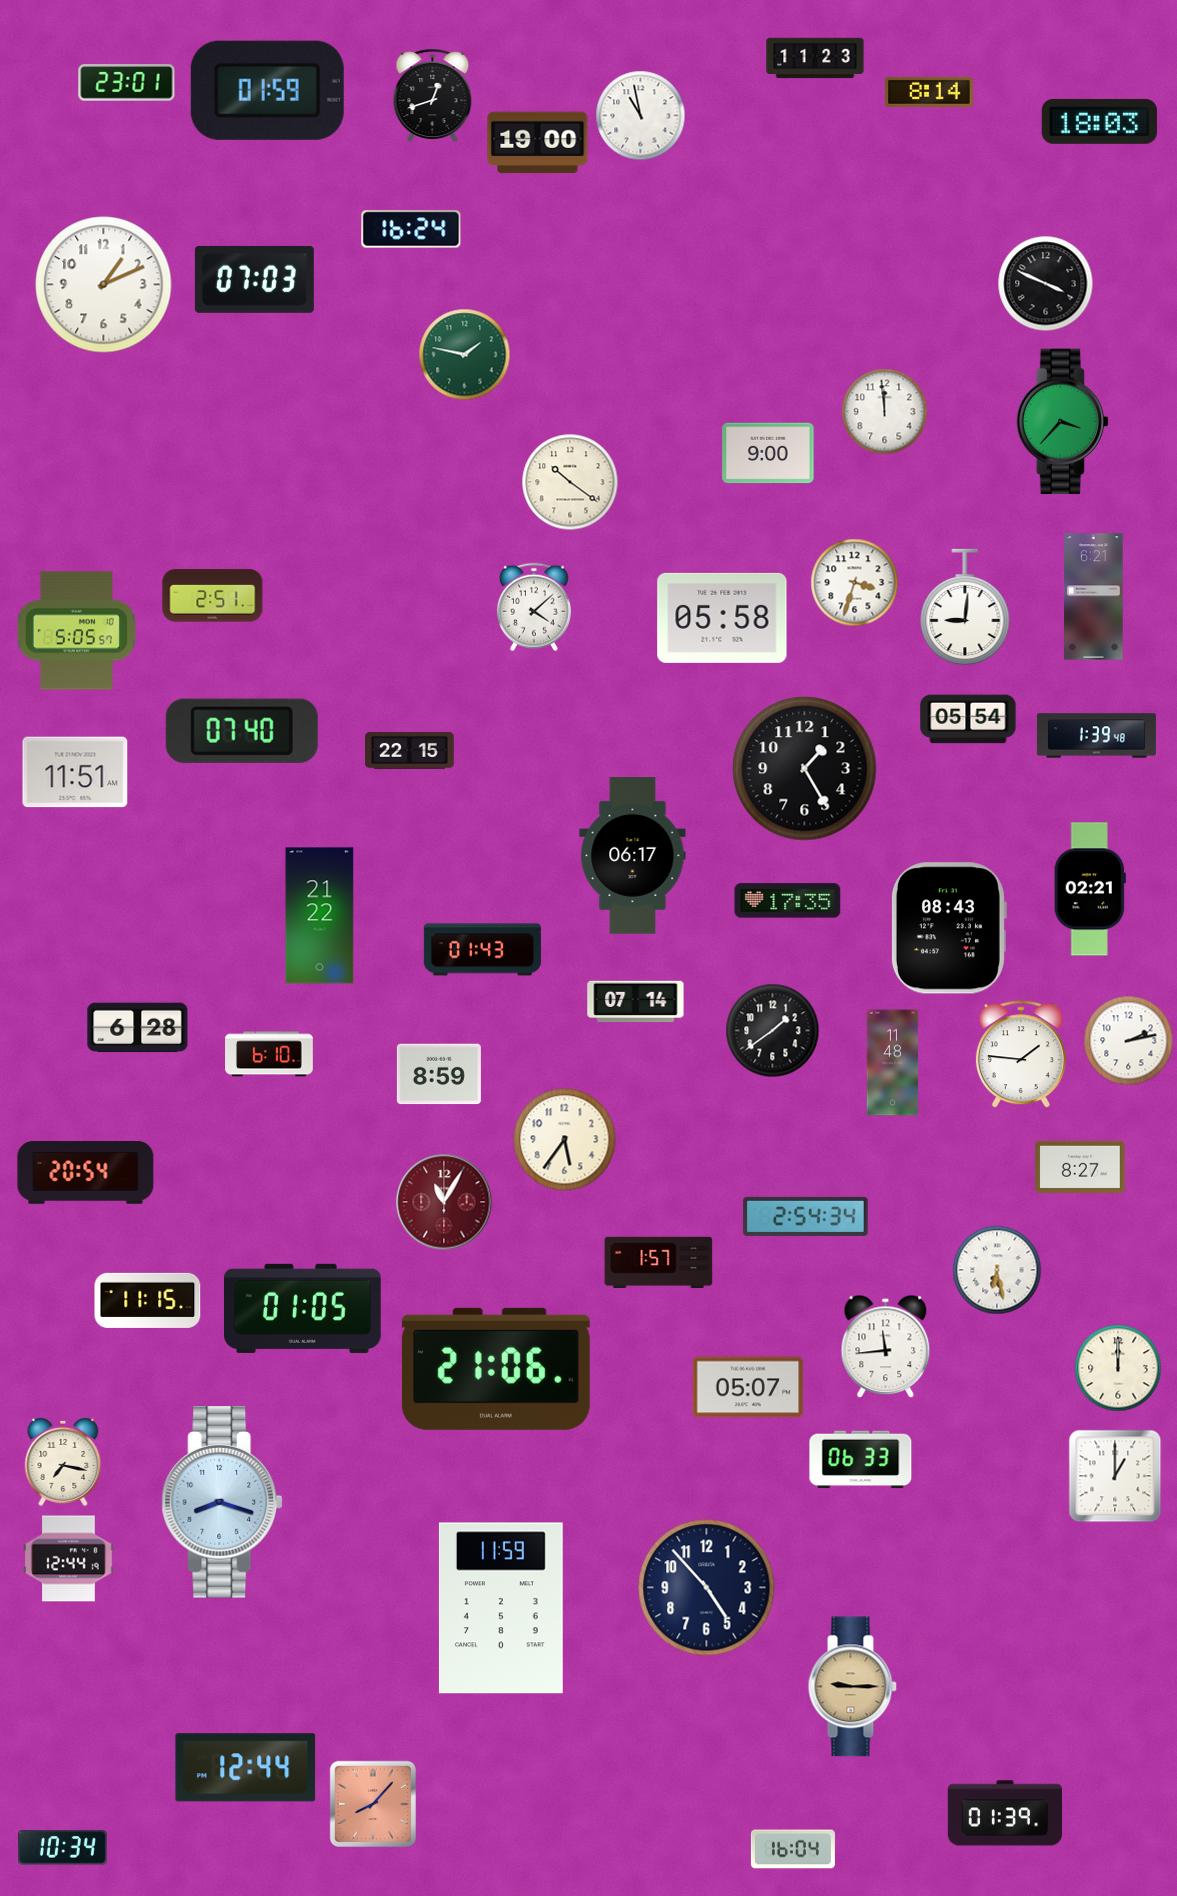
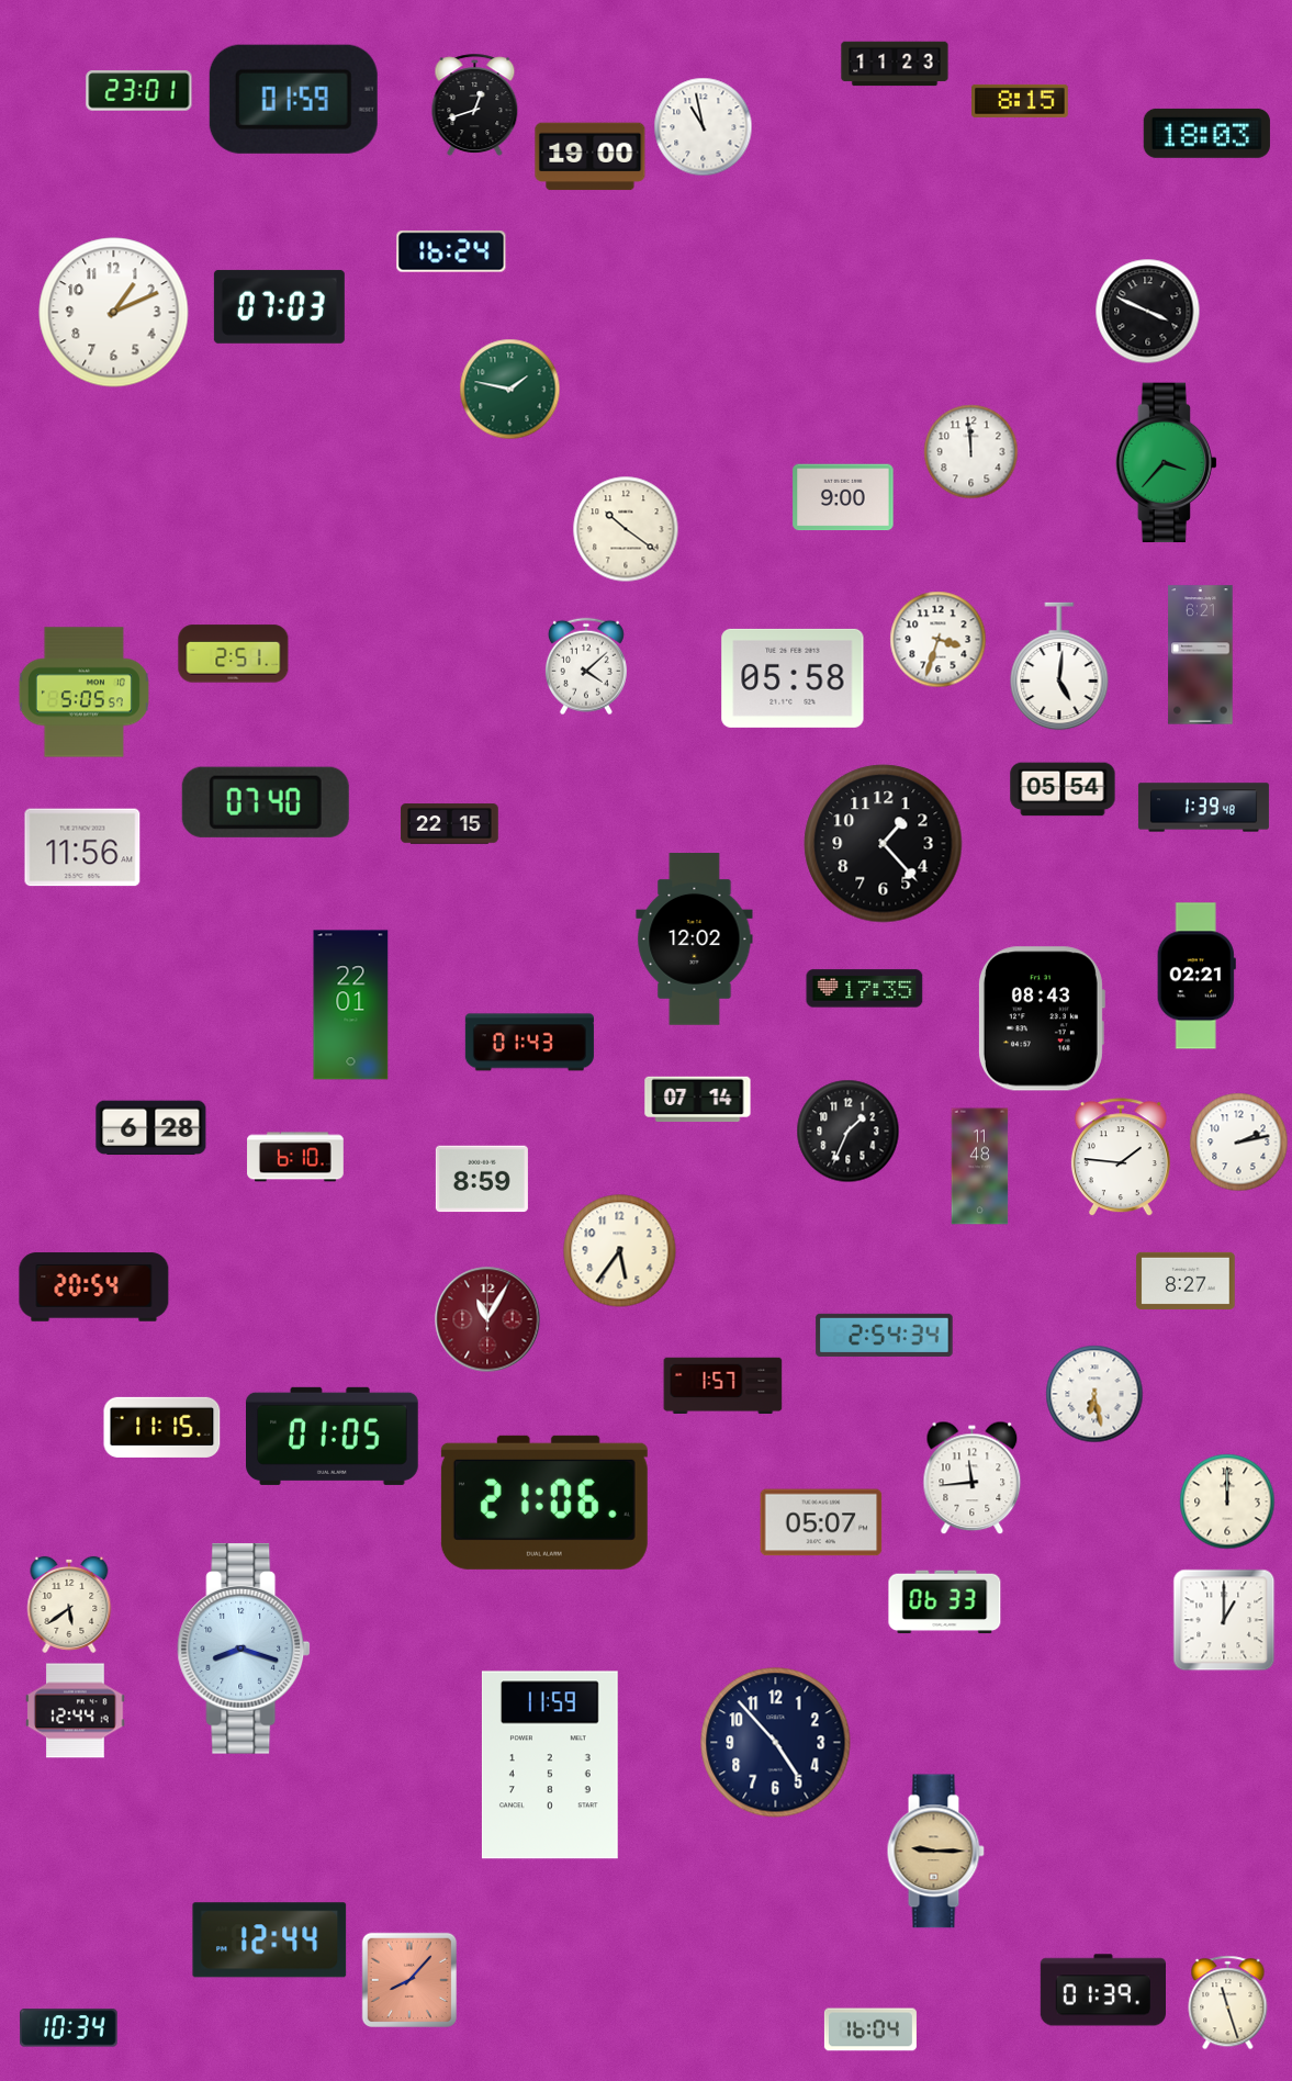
clock at (930, 92): 8:14 -> 8:15
clock at (965, 607): 9:01 -> 5:01
clock at (805, 769): 1:25 -> 1:23
clock at (75, 772): 11:51 -> 11:56
clock at (633, 856): 06:17 -> 12:02
clock at (320, 916): 21:22 -> 22:01
clock at (773, 1031): 1:39 -> 1:34
clock at (63, 1462): 7:17 -> 5:39
clock at (1228, 2003): none -> 11:27
